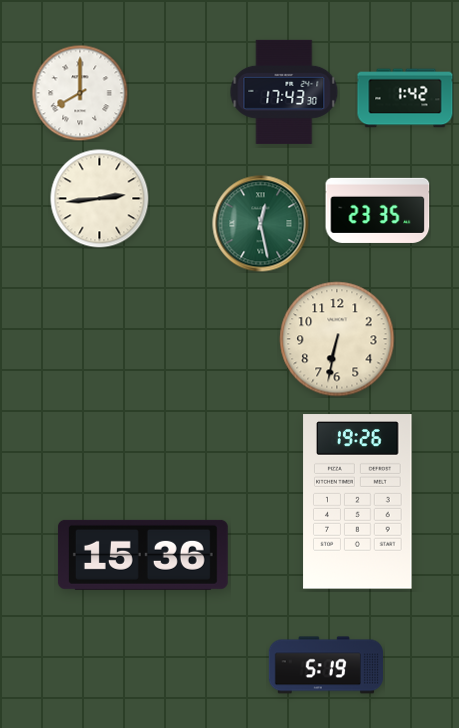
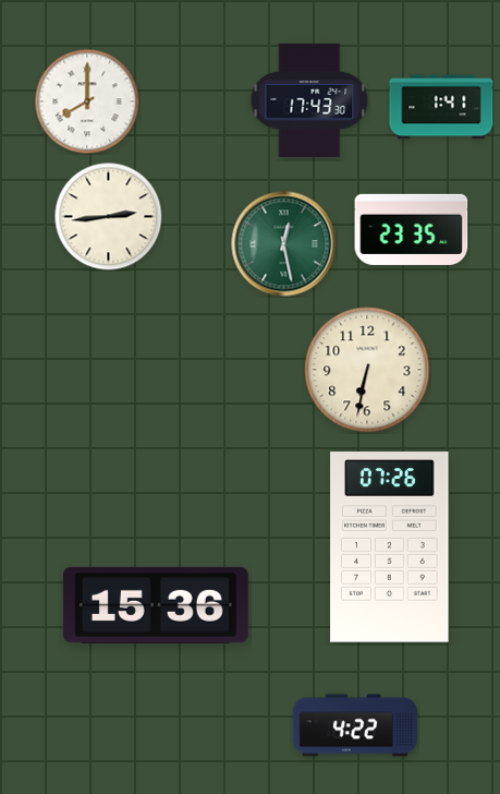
clock at (405, 98): 1:42 -> 1:41
clock at (358, 502): 19:26 -> 07:26
clock at (326, 665): 5:19 -> 4:22
